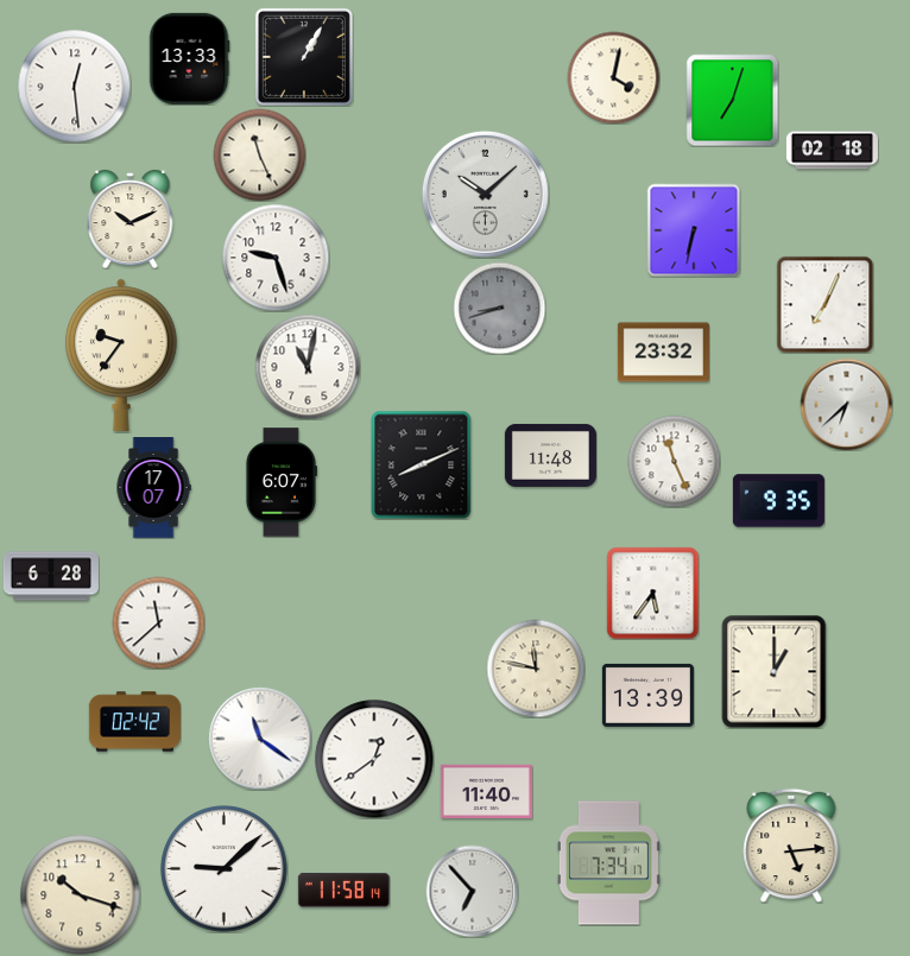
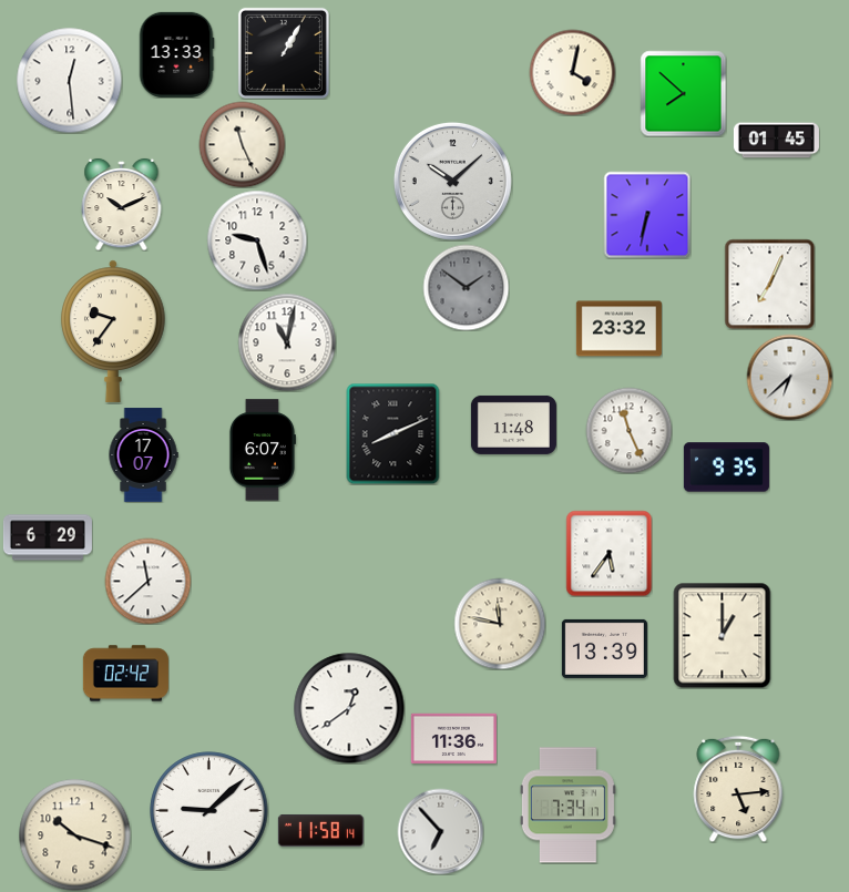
clock at (732, 100): 7:03 -> 7:52
clock at (832, 151): 02:18 -> 01:45
clock at (499, 308): 8:42 -> 1:51
clock at (51, 576): 6:28 -> 6:29
clock at (775, 671) position: (775, 671) -> (723, 635)
clock at (260, 739): 11:21 -> none
clock at (486, 792): 11:40 -> 11:36
